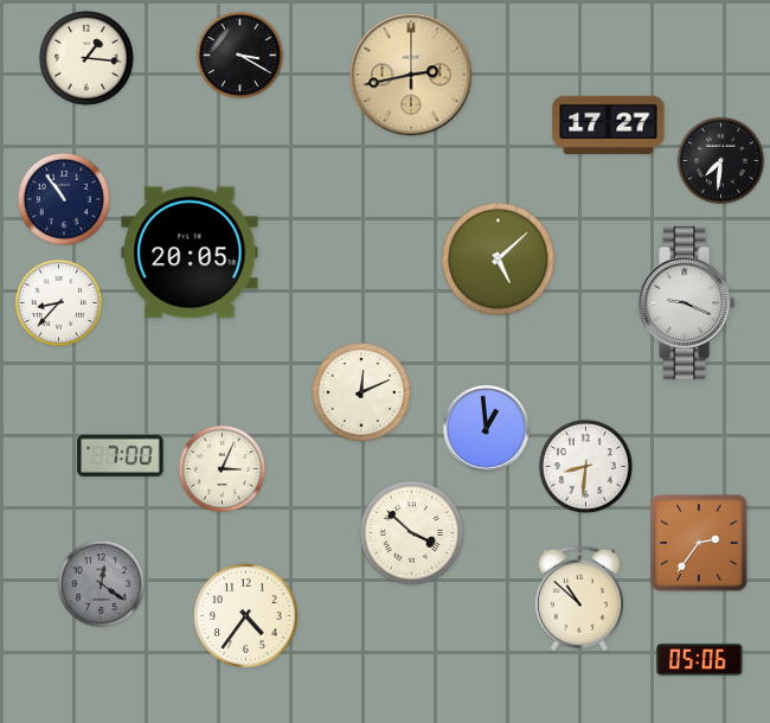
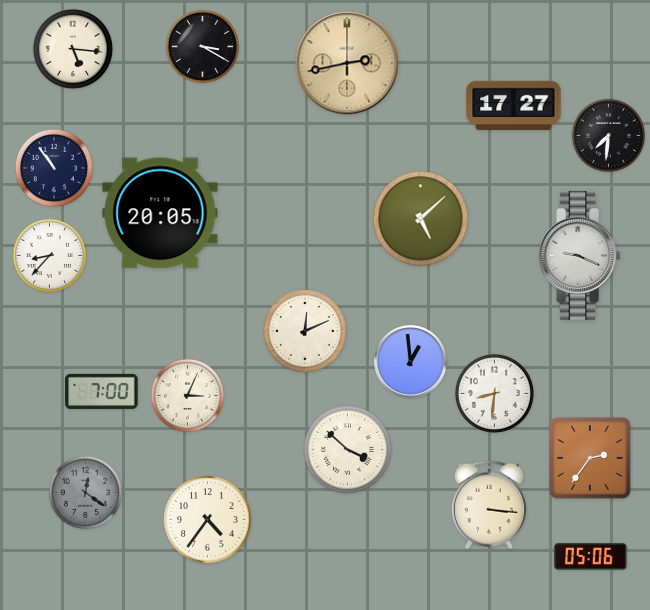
clock at (86, 58): 1:16 -> 5:16
clock at (121, 455) position: (121, 455) -> (102, 391)
clock at (579, 599): 10:52 -> 3:16
